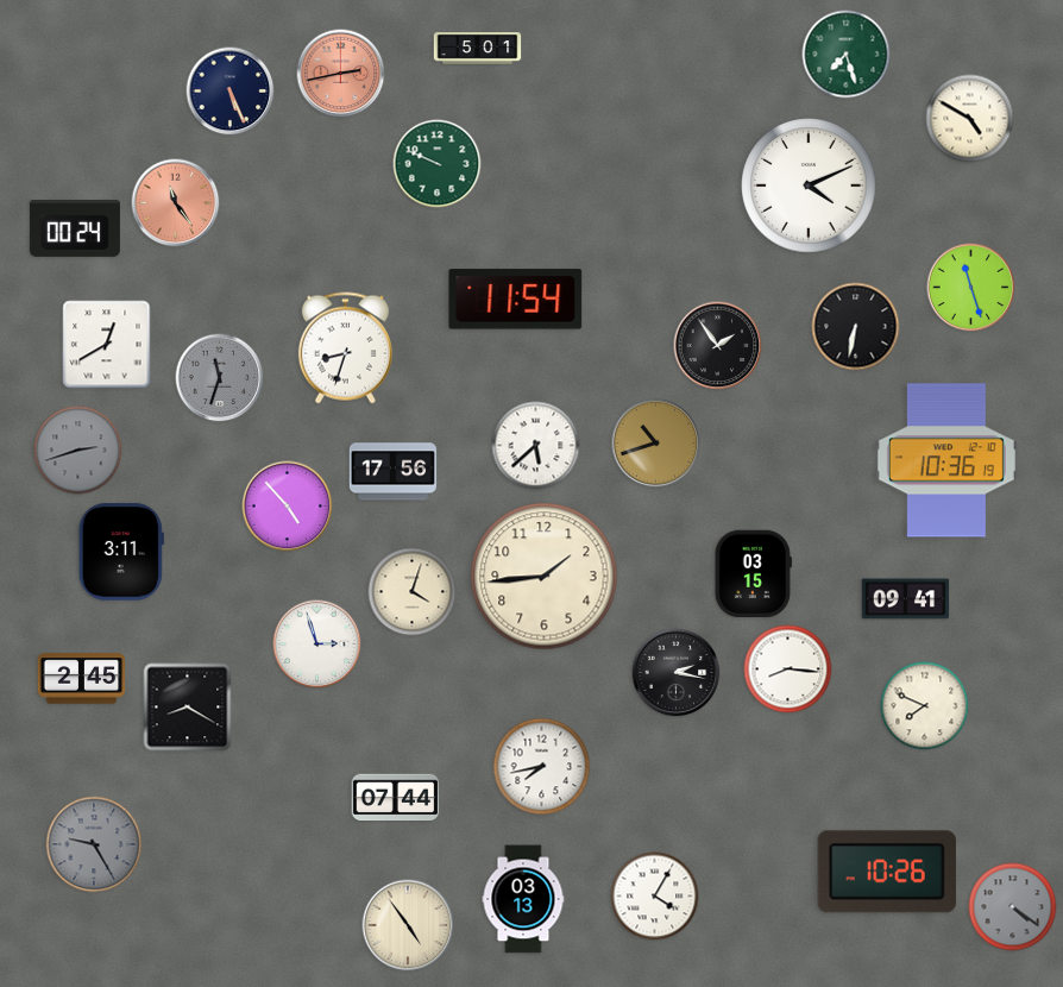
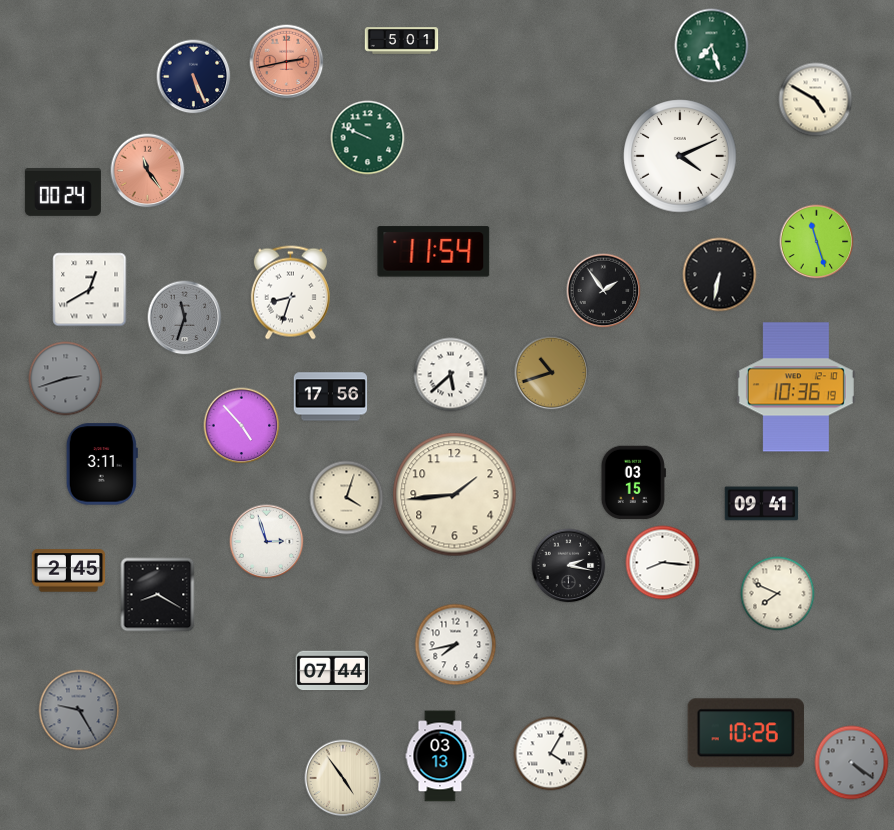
clock at (545, 577) position: (545, 577) -> (455, 495)
